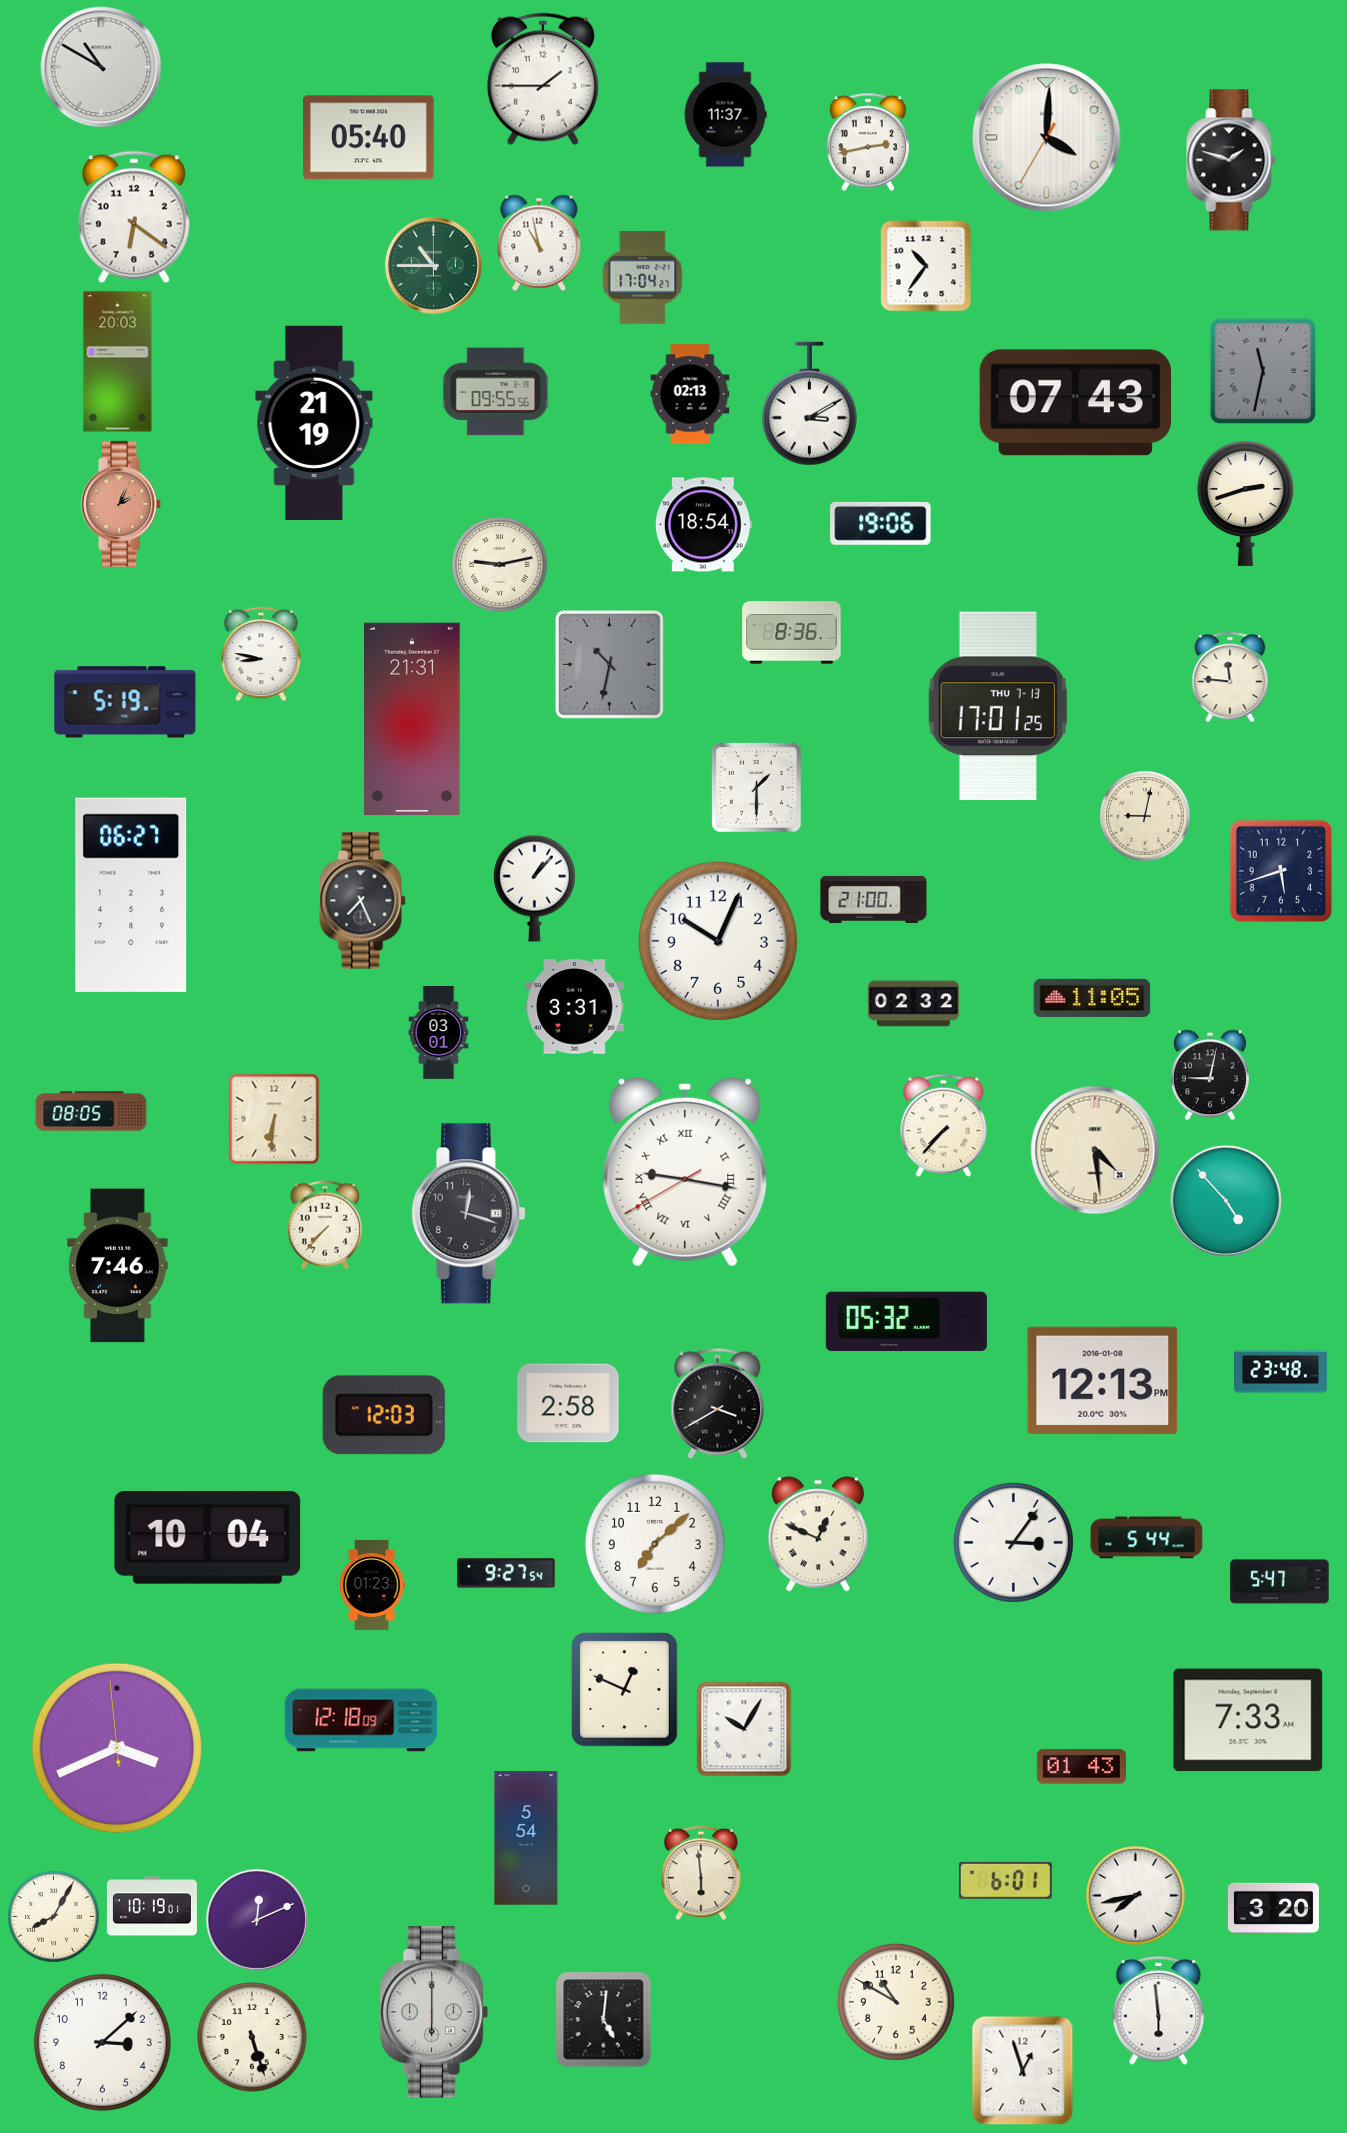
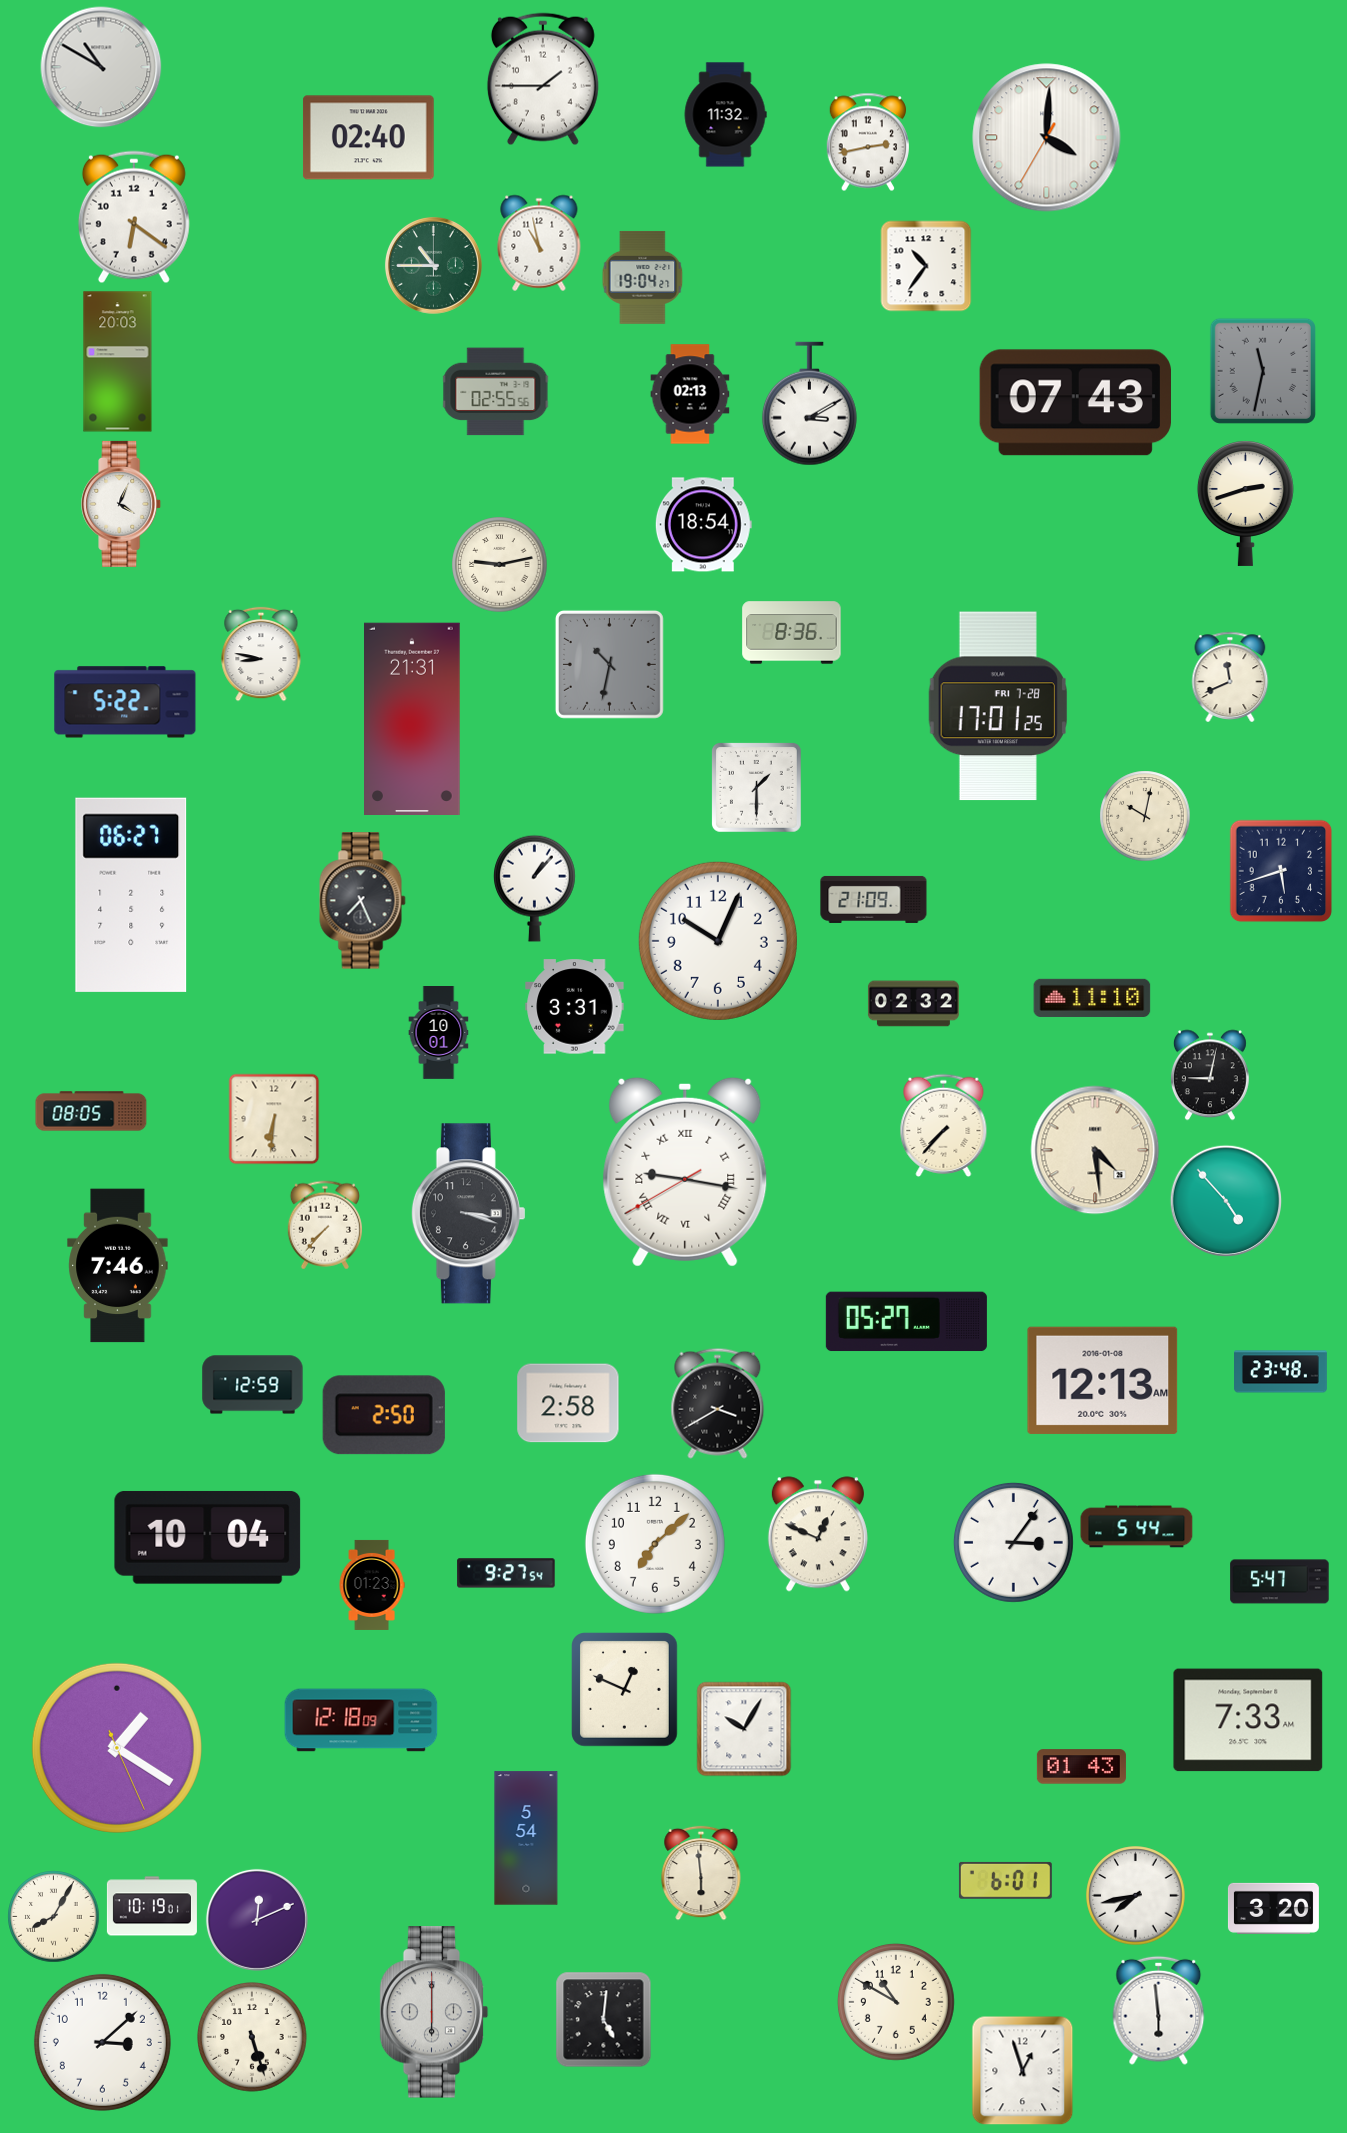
clock at (725, 115): 11:37 -> 11:32
clock at (368, 138): 05:40 -> 02:40
clock at (1231, 160): 1:48 -> none
clock at (643, 277): 17:04 -> 19:04
clock at (496, 392): 09:55 -> 02:55
clock at (314, 423): 21:19 -> none
clock at (122, 504): 2:04 -> 4:04
clock at (122, 504) dial: salmon -> white
clock at (881, 523): 19:06 -> none
clock at (1230, 676): 11:46 -> 11:41
clock at (125, 702): 5:19 -> 5:22
clock at (998, 706) date: THU 7-13 -> FRI 7-28
clock at (1145, 816): 9:02 -> 10:02
clock at (874, 899): 21:00 -> 21:09
clock at (1092, 998): 11:05 -> 11:10
clock at (439, 1033): 03:01 -> 10:01
clock at (468, 1214): 12:18 -> 3:18
clock at (906, 1322): 05:32 -> 05:27
clock at (1103, 1380): 12:13 PM -> 12:13 AM
clock at (253, 1385): none -> 12:59
clock at (384, 1415): 12:03 -> 2:50
clock at (1147, 1538) position: (1147, 1538) -> (1137, 1527)
clock at (117, 1748): 3:40 -> 1:20
